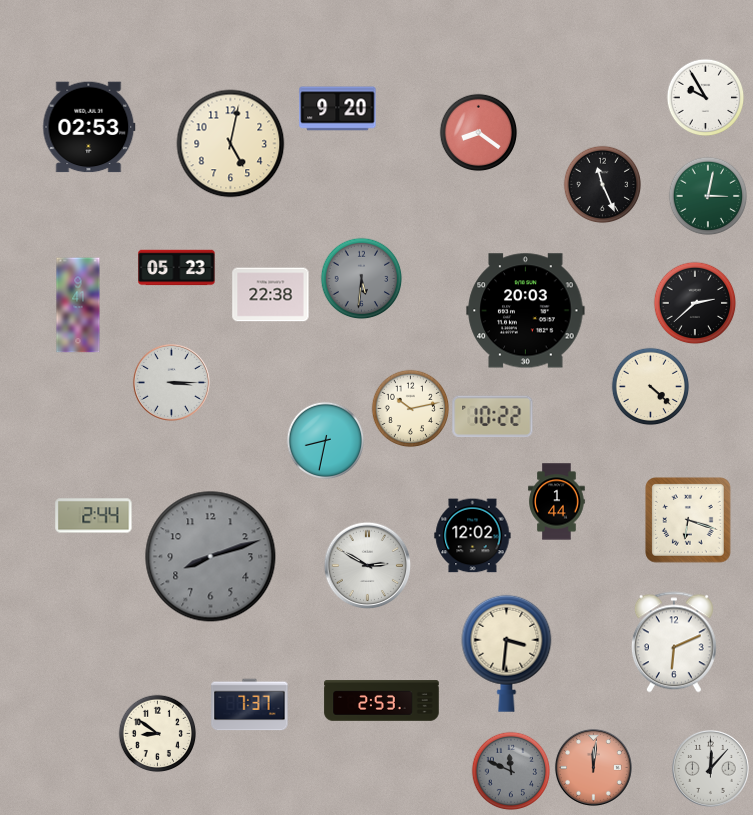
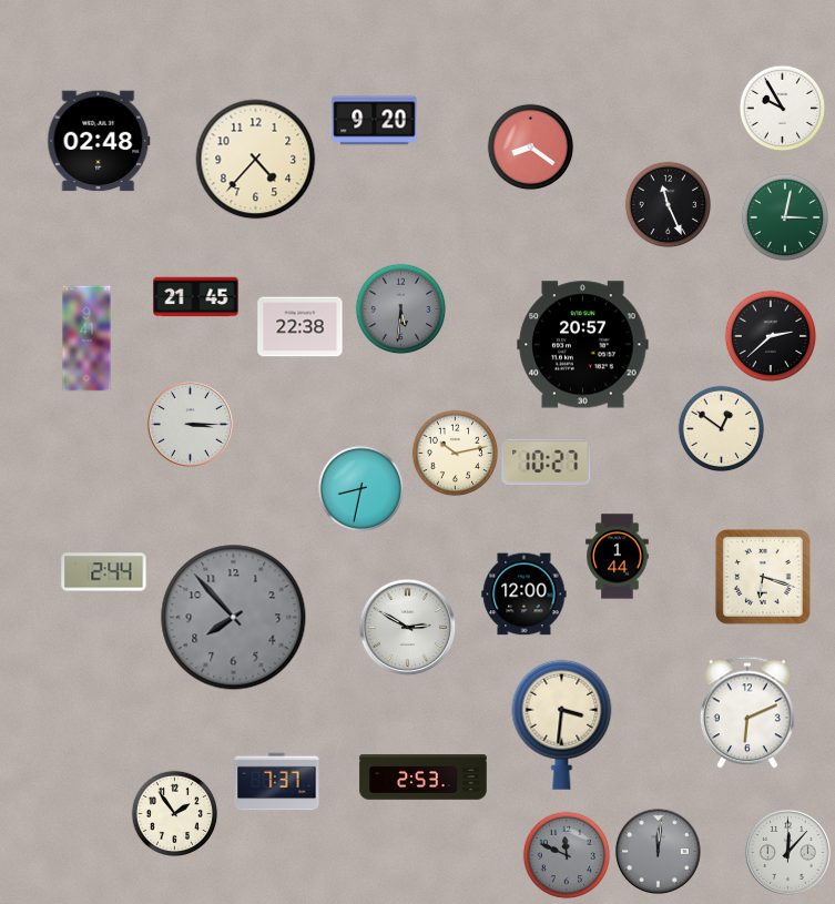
clock at (89, 127): 02:53 -> 02:48
clock at (231, 144): 5:02 -> 4:37
clock at (177, 268): 05:23 -> 21:45
clock at (526, 311): 20:03 -> 20:57
clock at (650, 386): 4:22 -> 12:51
clock at (493, 417): 10:22 -> 10:27
clock at (473, 536): 12:02 -> 12:00
clock at (211, 557): 8:12 -> 7:53
clock at (157, 733): 8:51 -> 1:54
clock at (593, 767) dial: salmon -> grey
